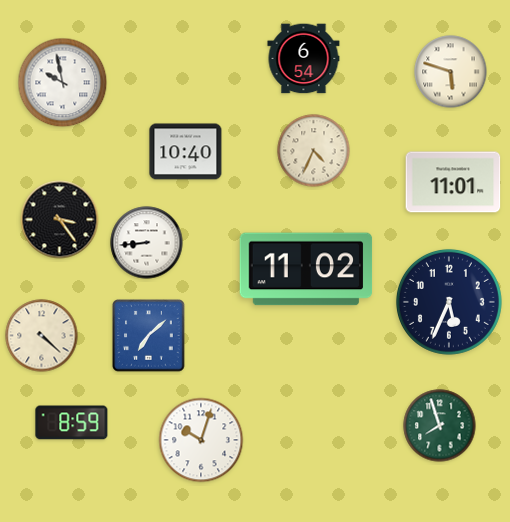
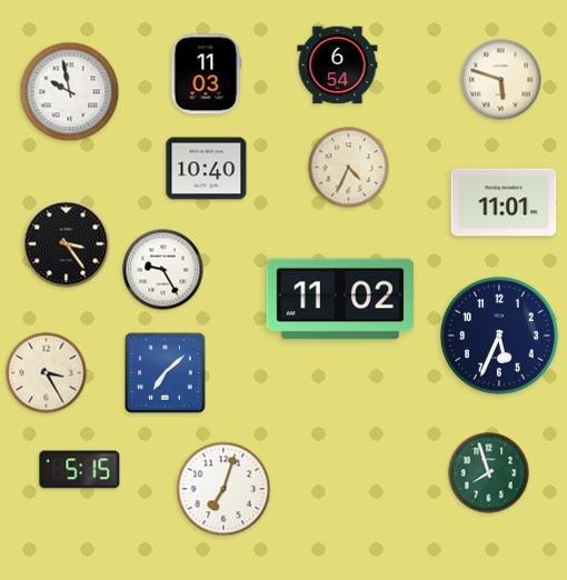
clock at (206, 74): none -> 11:03
clock at (147, 243): 8:44 -> 9:25
clock at (42, 336): 4:22 -> 3:25
clock at (72, 423): 8:59 -> 5:15
clock at (201, 440): 10:03 -> 7:03
